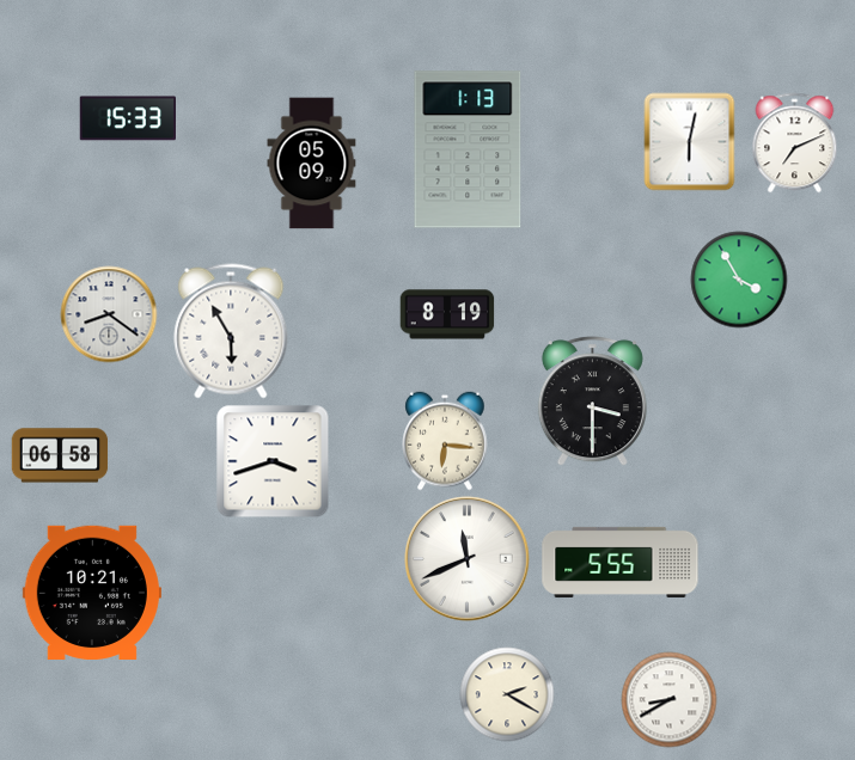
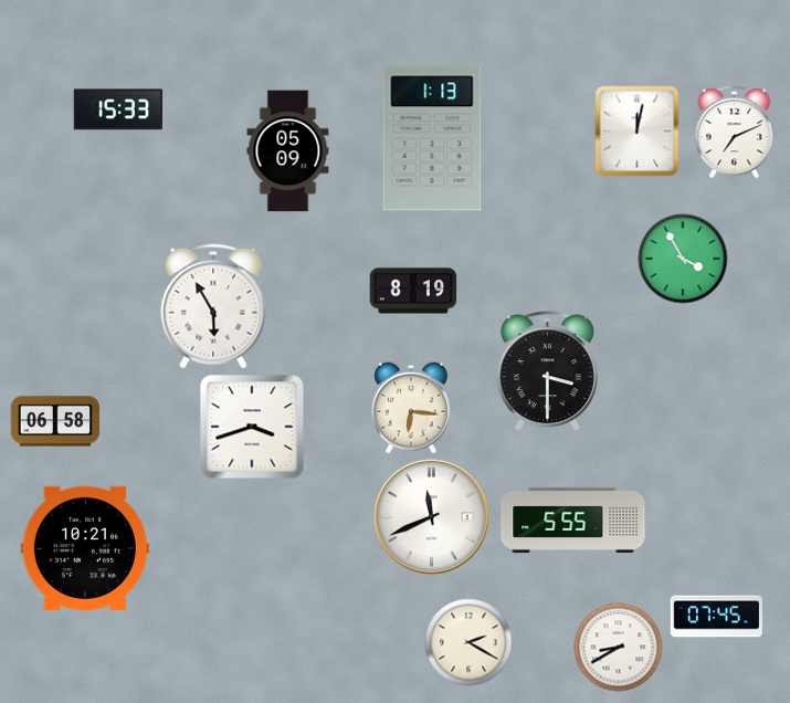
clock at (690, 142): 6:02 -> 12:02
clock at (109, 314): 8:21 -> none
clock at (716, 617): none -> 07:45
